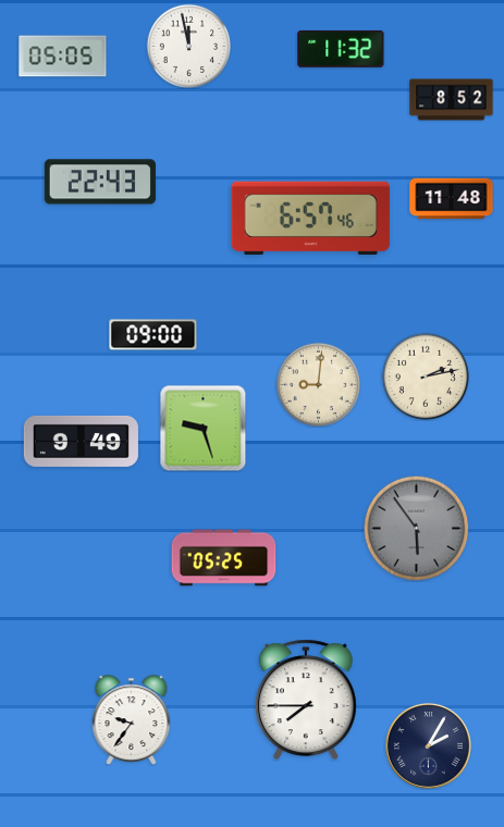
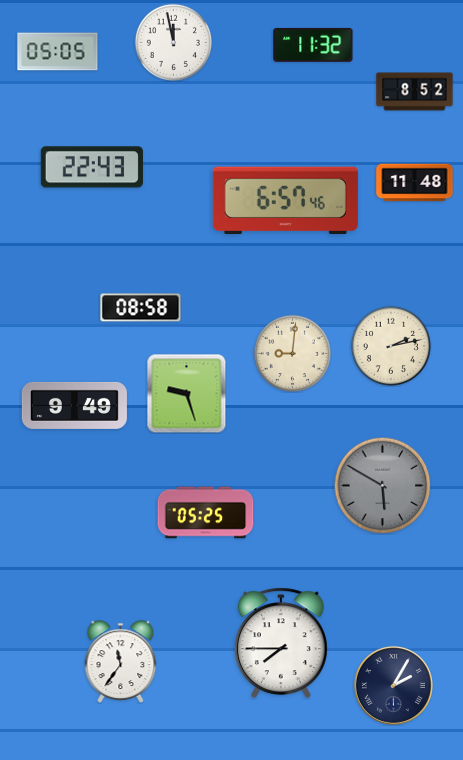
clock at (153, 335): 09:00 -> 08:58
clock at (416, 528): 5:54 -> 5:50
clock at (132, 720): 9:36 -> 11:36
